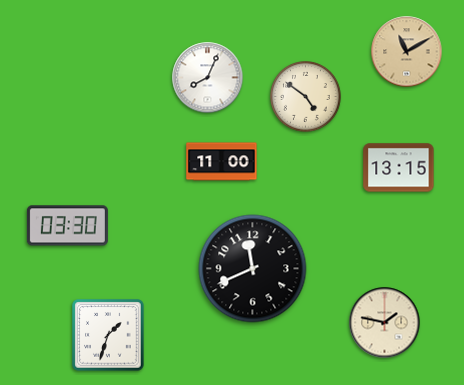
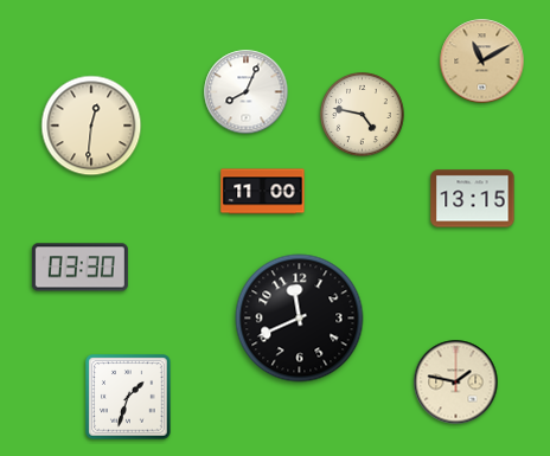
clock at (306, 97): 4:51 -> 4:47
clock at (91, 126): none -> 12:31
